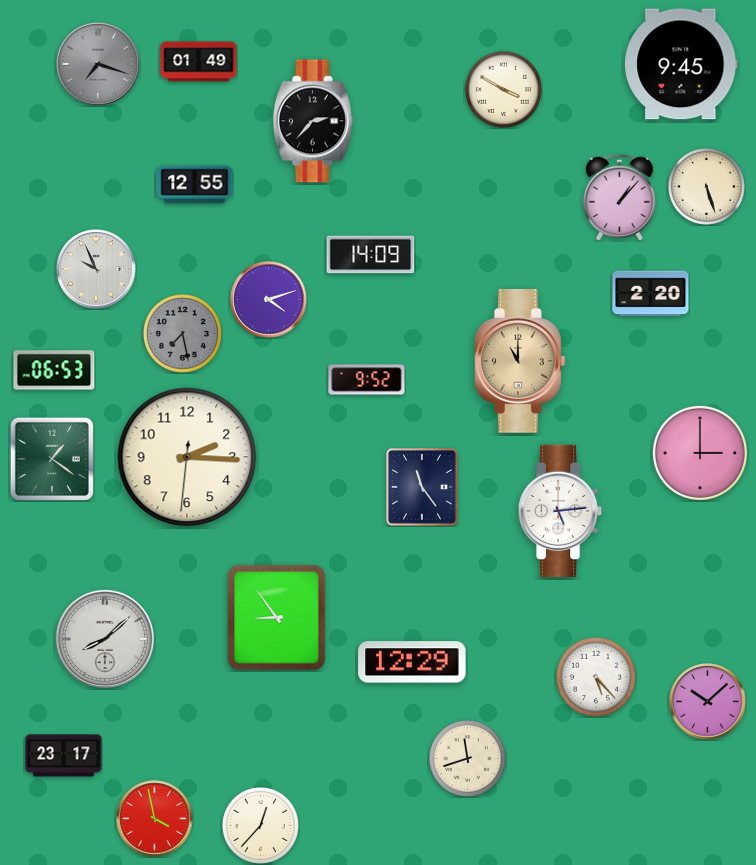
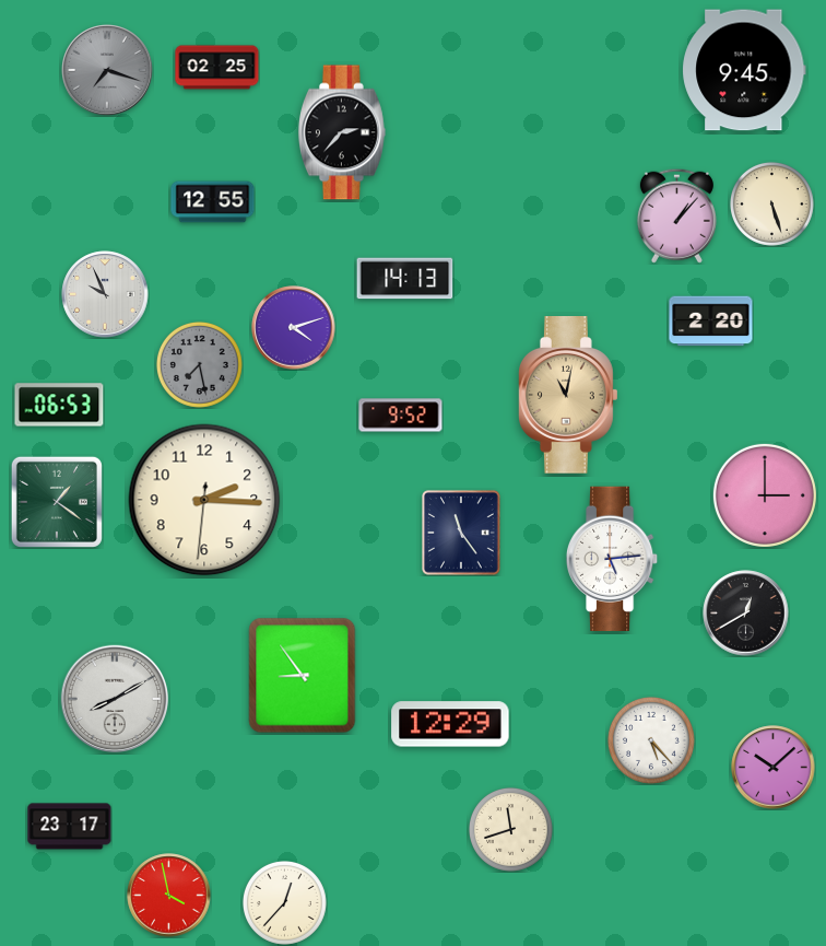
clock at (199, 62): 01:49 -> 02:25
clock at (503, 89): 3:50 -> none
clock at (371, 255): 14:09 -> 14:13
clock at (521, 362): 11:00 -> 11:02
clock at (746, 614): none -> 12:40
clock at (105, 639): 8:08 -> 8:10
